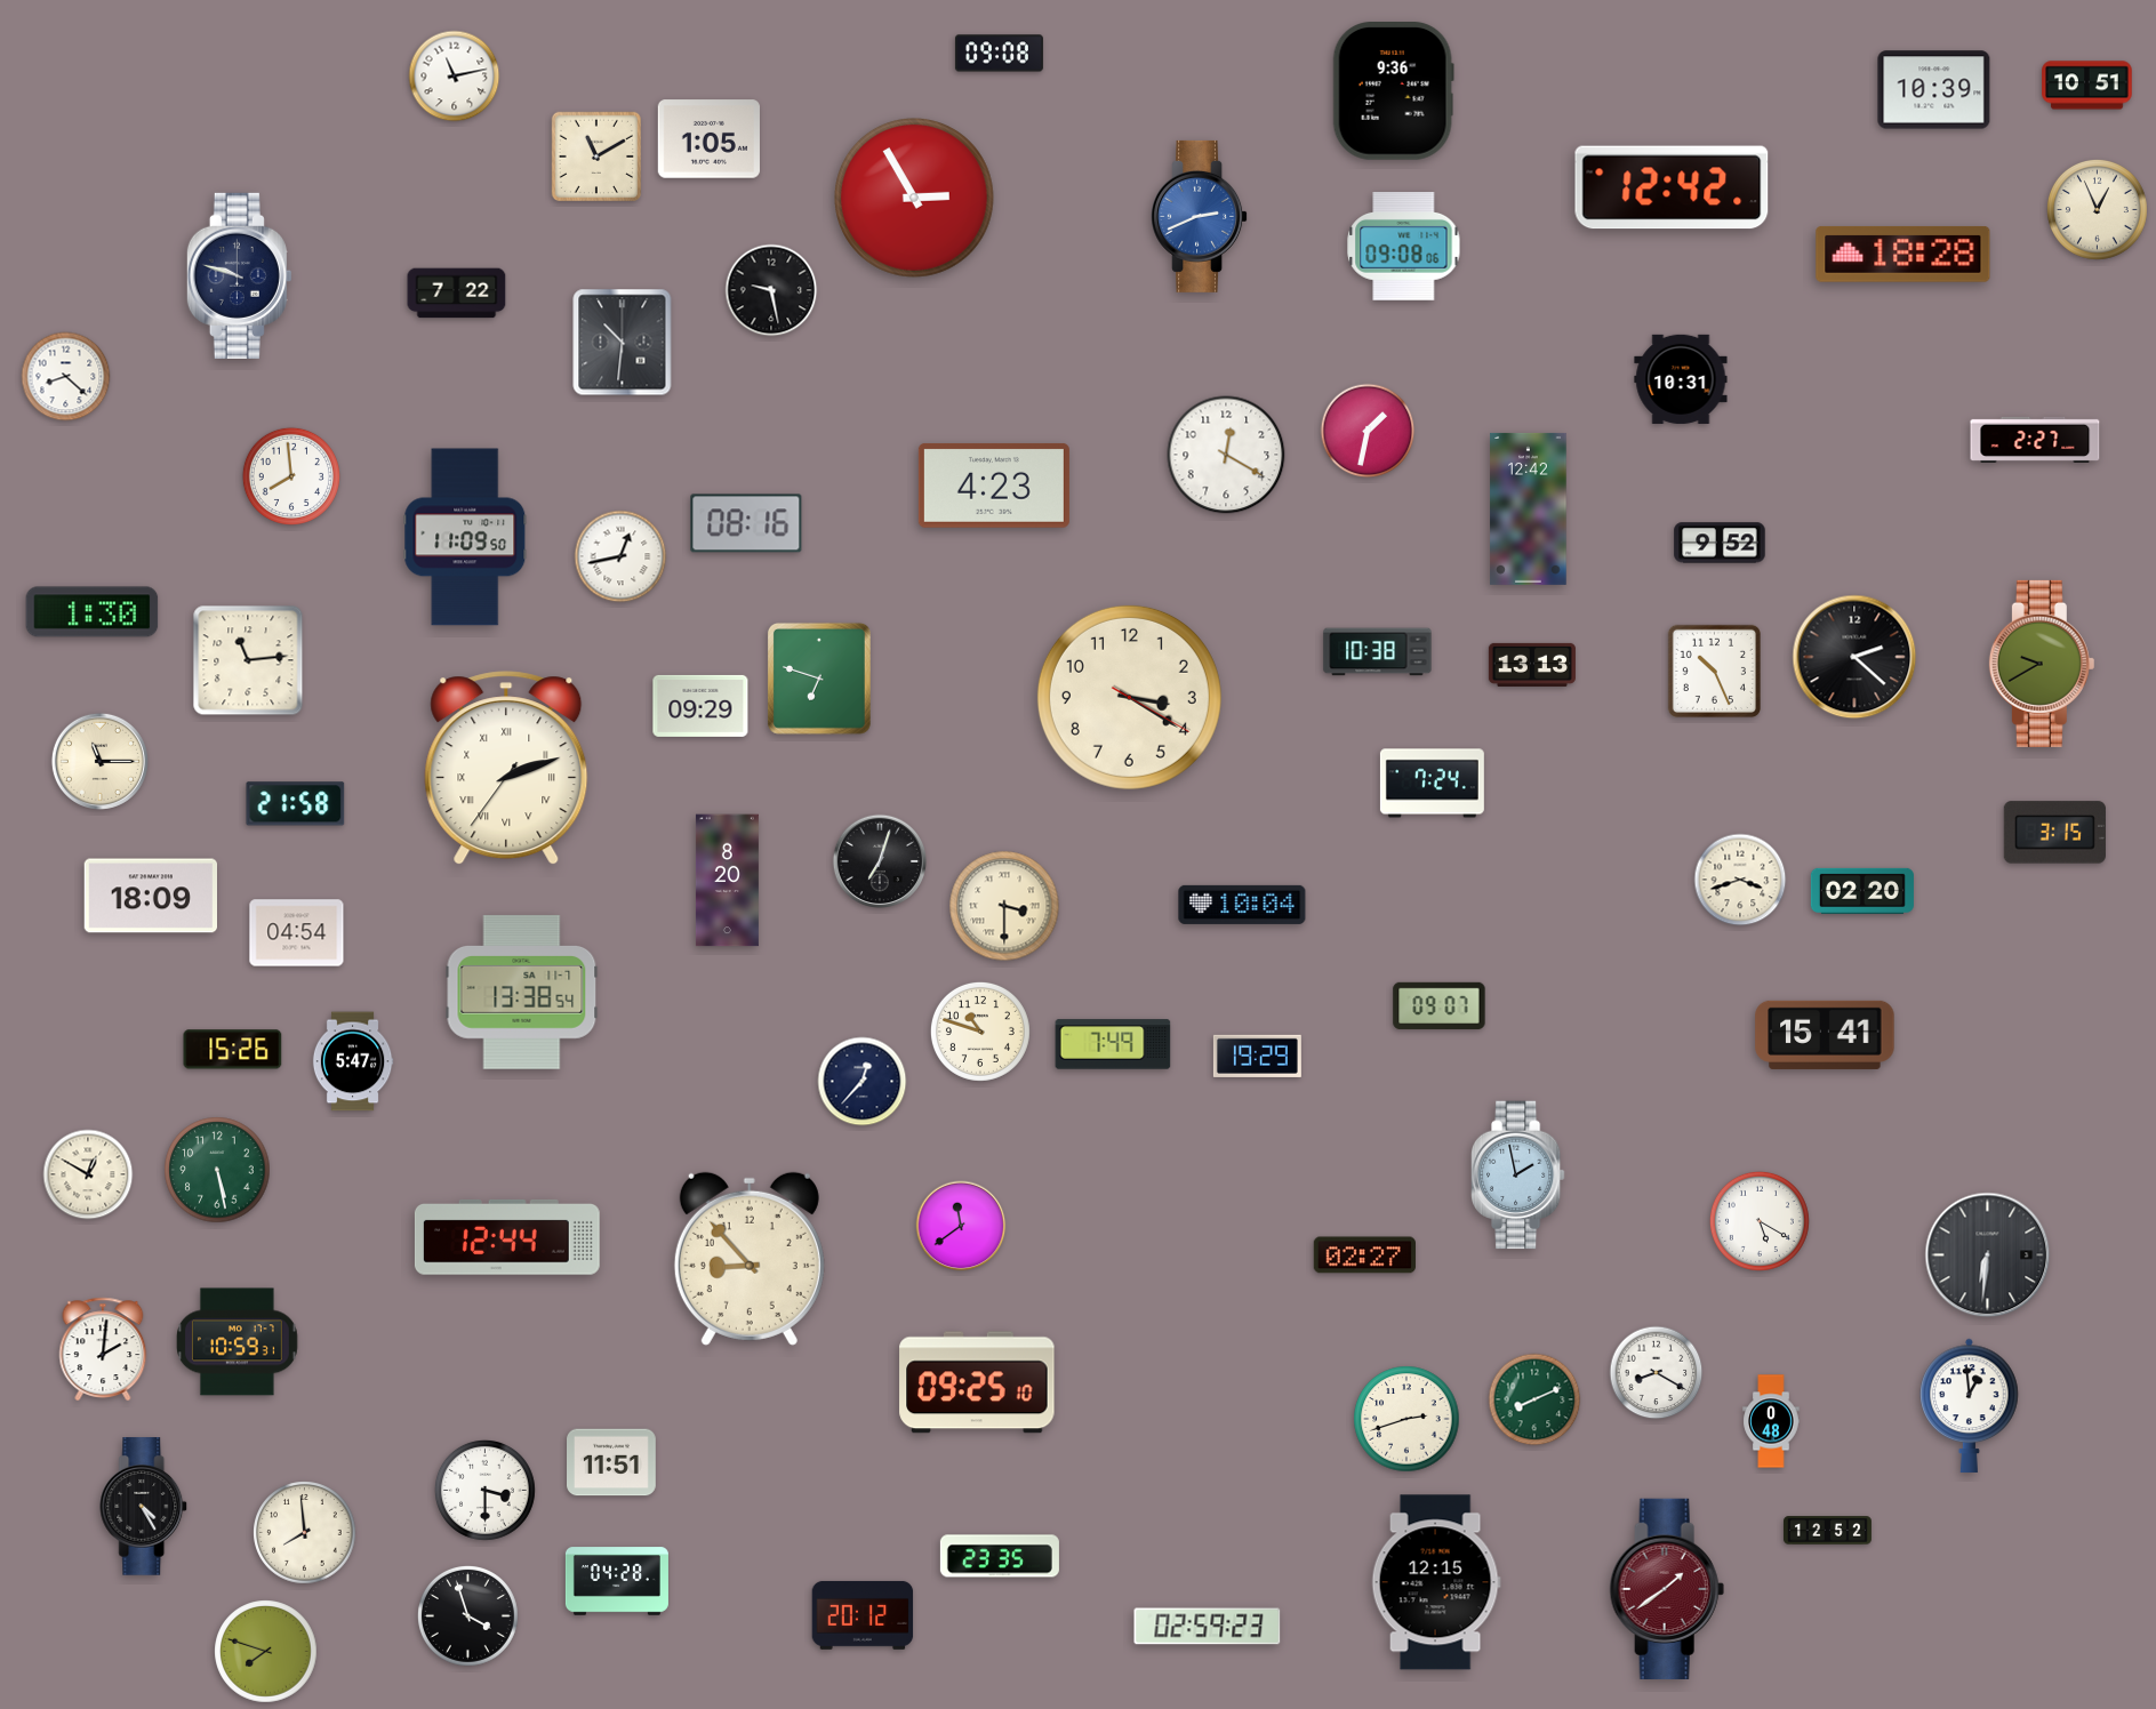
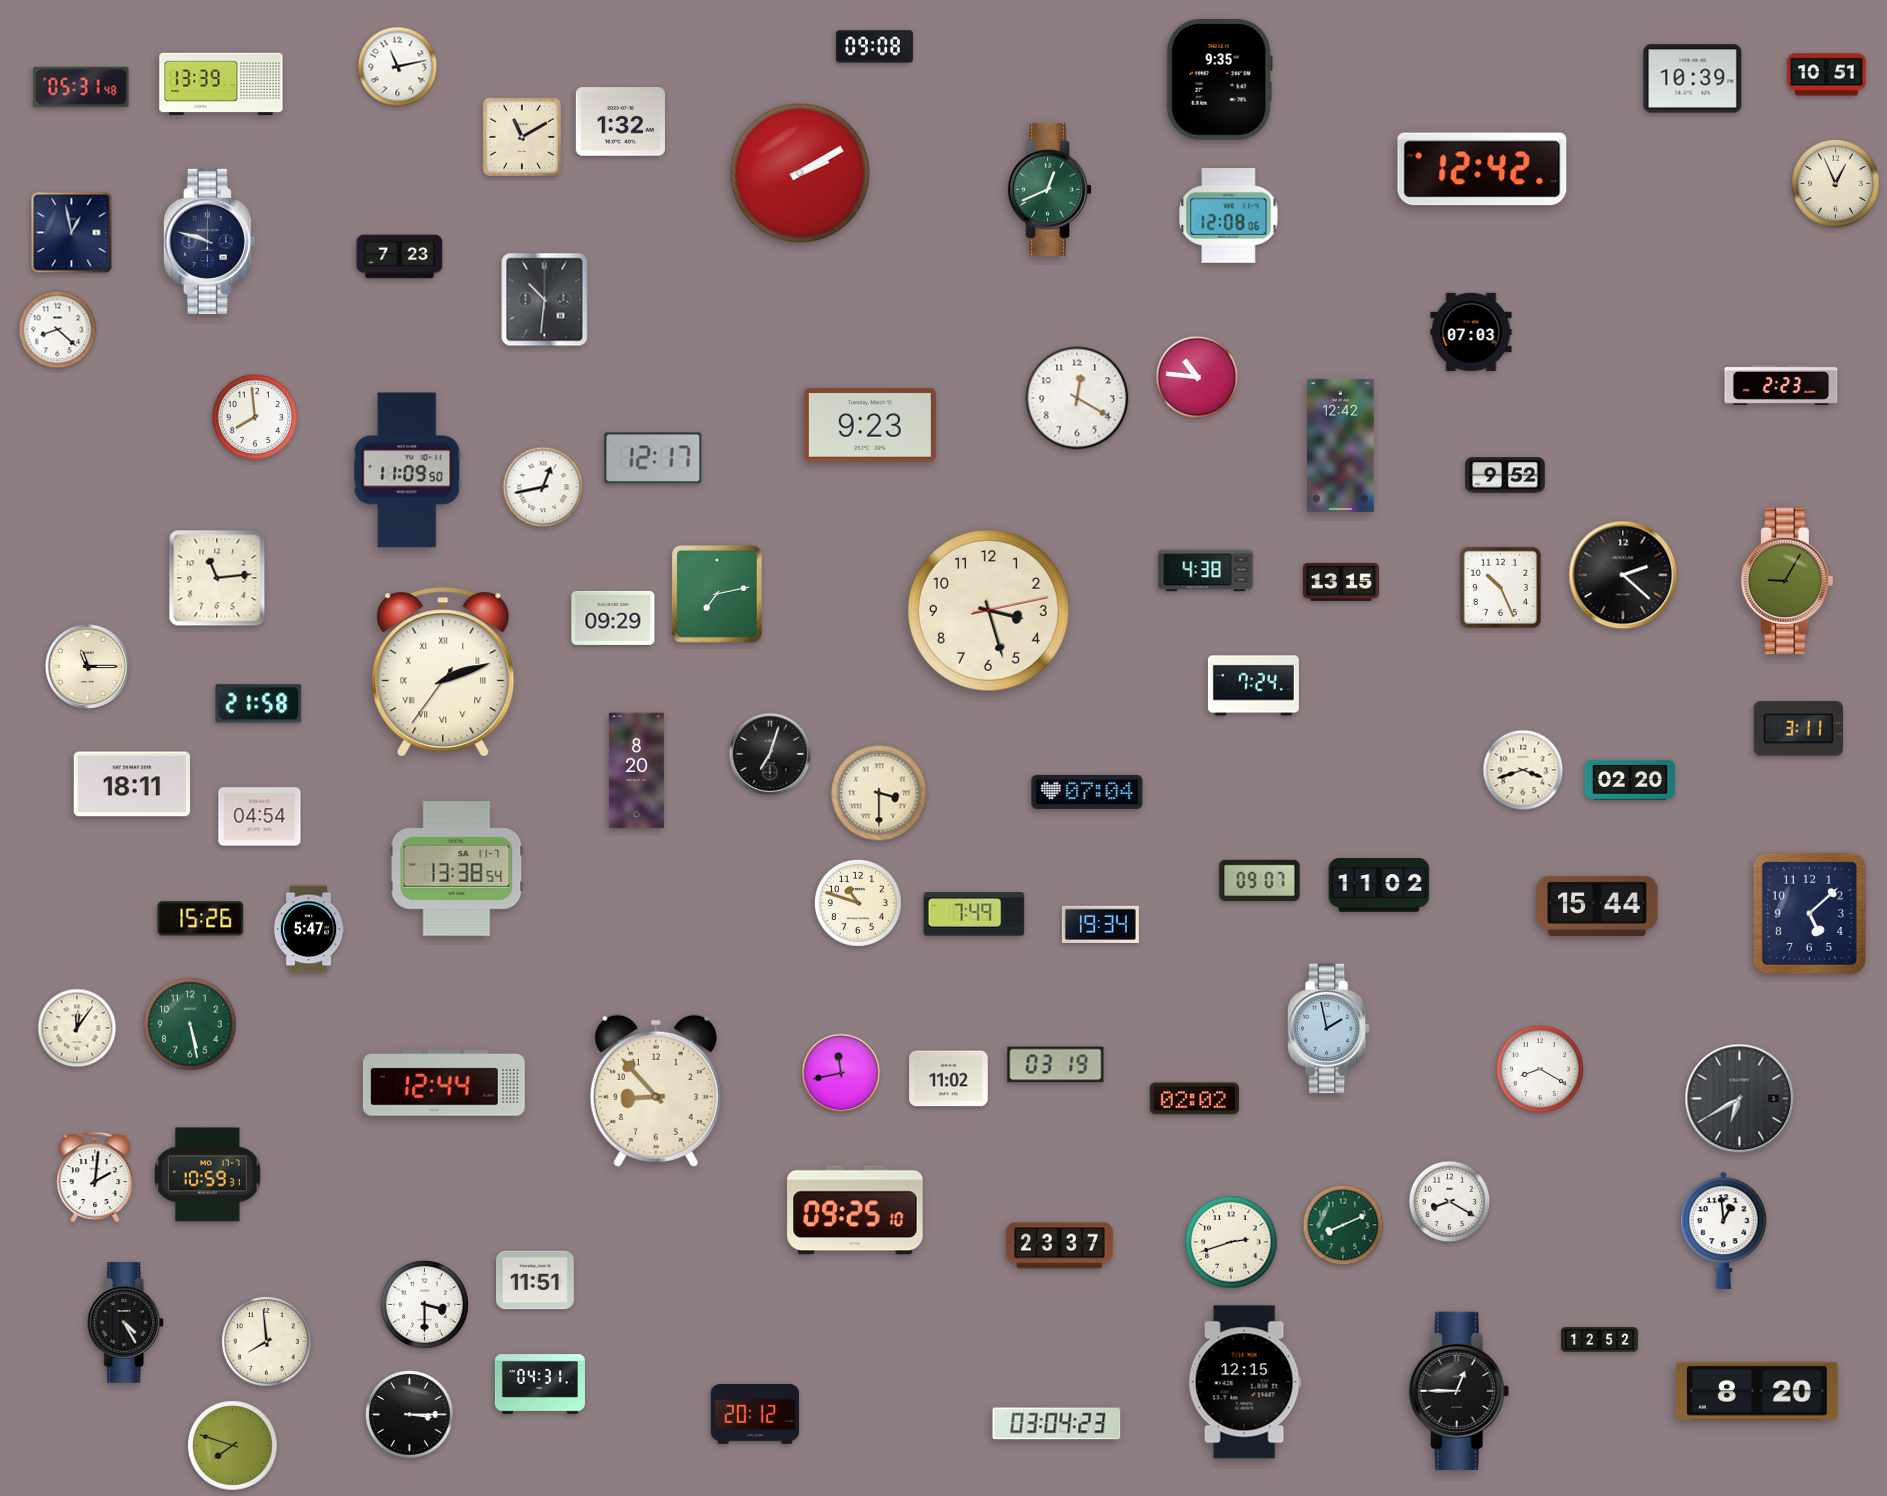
clock at (1393, 91): 9:36 -> 9:35
clock at (221, 83): none -> 13:39
clock at (81, 87): none -> 05:31
clock at (708, 139): 1:05 -> 1:32
clock at (1672, 187) position: (1672, 187) -> (1482, 169)
clock at (915, 199): 2:55 -> 2:10
clock at (1200, 216): 2:41 -> 12:41
clock at (1200, 216) dial: blue -> green
clock at (1404, 247): 09:08 -> 12:08
clock at (1903, 255): 18:28 -> none
clock at (72, 233): none -> 12:58
clock at (771, 290): 9:28 -> none
clock at (457, 294): 7:22 -> 7:23
clock at (1681, 379): 10:31 -> 07:03
clock at (1368, 431): 1:32 -> 10:46
clock at (2035, 440): 2:27 -> 2:23
clock at (1226, 455) position: (1226, 455) -> (1077, 398)
clock at (994, 486): 4:23 -> 9:23
clock at (1529, 508) position: (1529, 508) -> (1341, 445)
clock at (746, 523): 08:16 -> 12:17
clock at (93, 612): 1:30 -> none
clock at (1378, 652): 10:38 -> 4:38
clock at (2042, 664): 9:40 -> 9:05
clock at (1532, 665): 13:13 -> 13:15
clock at (819, 679): 6:48 -> 7:13
clock at (1129, 697): 3:20 -> 3:27
clock at (2054, 833): 3:15 -> 3:11
clock at (150, 896): 18:09 -> 18:11
clock at (1242, 905): 10:04 -> 07:04
clock at (1379, 885): none -> 11:02
clock at (1825, 1035): 15:41 -> 15:44
clock at (1809, 913): none -> 5:08
clock at (233, 1050) position: (233, 1050) -> (201, 919)
clock at (1257, 1056): 19:29 -> 19:34
clock at (863, 1082): 12:37 -> none
clock at (88, 1174): 12:50 -> 12:06
clock at (1056, 1065): none -> 03:19
clock at (1760, 1221): 5:20 -> 8:20
clock at (961, 1226): 11:39 -> 11:43
clock at (949, 1079): none -> 11:02
clock at (1364, 1255): 02:27 -> 02:02
clock at (1988, 1255): 6:31 -> 6:40
clock at (750, 1259) position: (750, 1259) -> (656, 1091)
clock at (103, 1349) position: (103, 1349) -> (95, 1177)
clock at (1771, 1421): 0:48 -> none
clock at (1060, 1246): none -> 23:37
clock at (144, 1507) position: (144, 1507) -> (126, 1323)
clock at (1000, 1556): 23:35 -> none
clock at (617, 1581): 04:28 -> 04:31
clock at (1436, 1582) position: (1436, 1582) -> (1245, 1382)
clock at (1667, 1589): 1:39 -> 12:45
clock at (1667, 1589) dial: burgundy -> black
clock at (1757, 1391): none -> 8:20
clock at (467, 1615): 3:57 -> 3:15
clock at (1208, 1627): 02:59 -> 03:04
